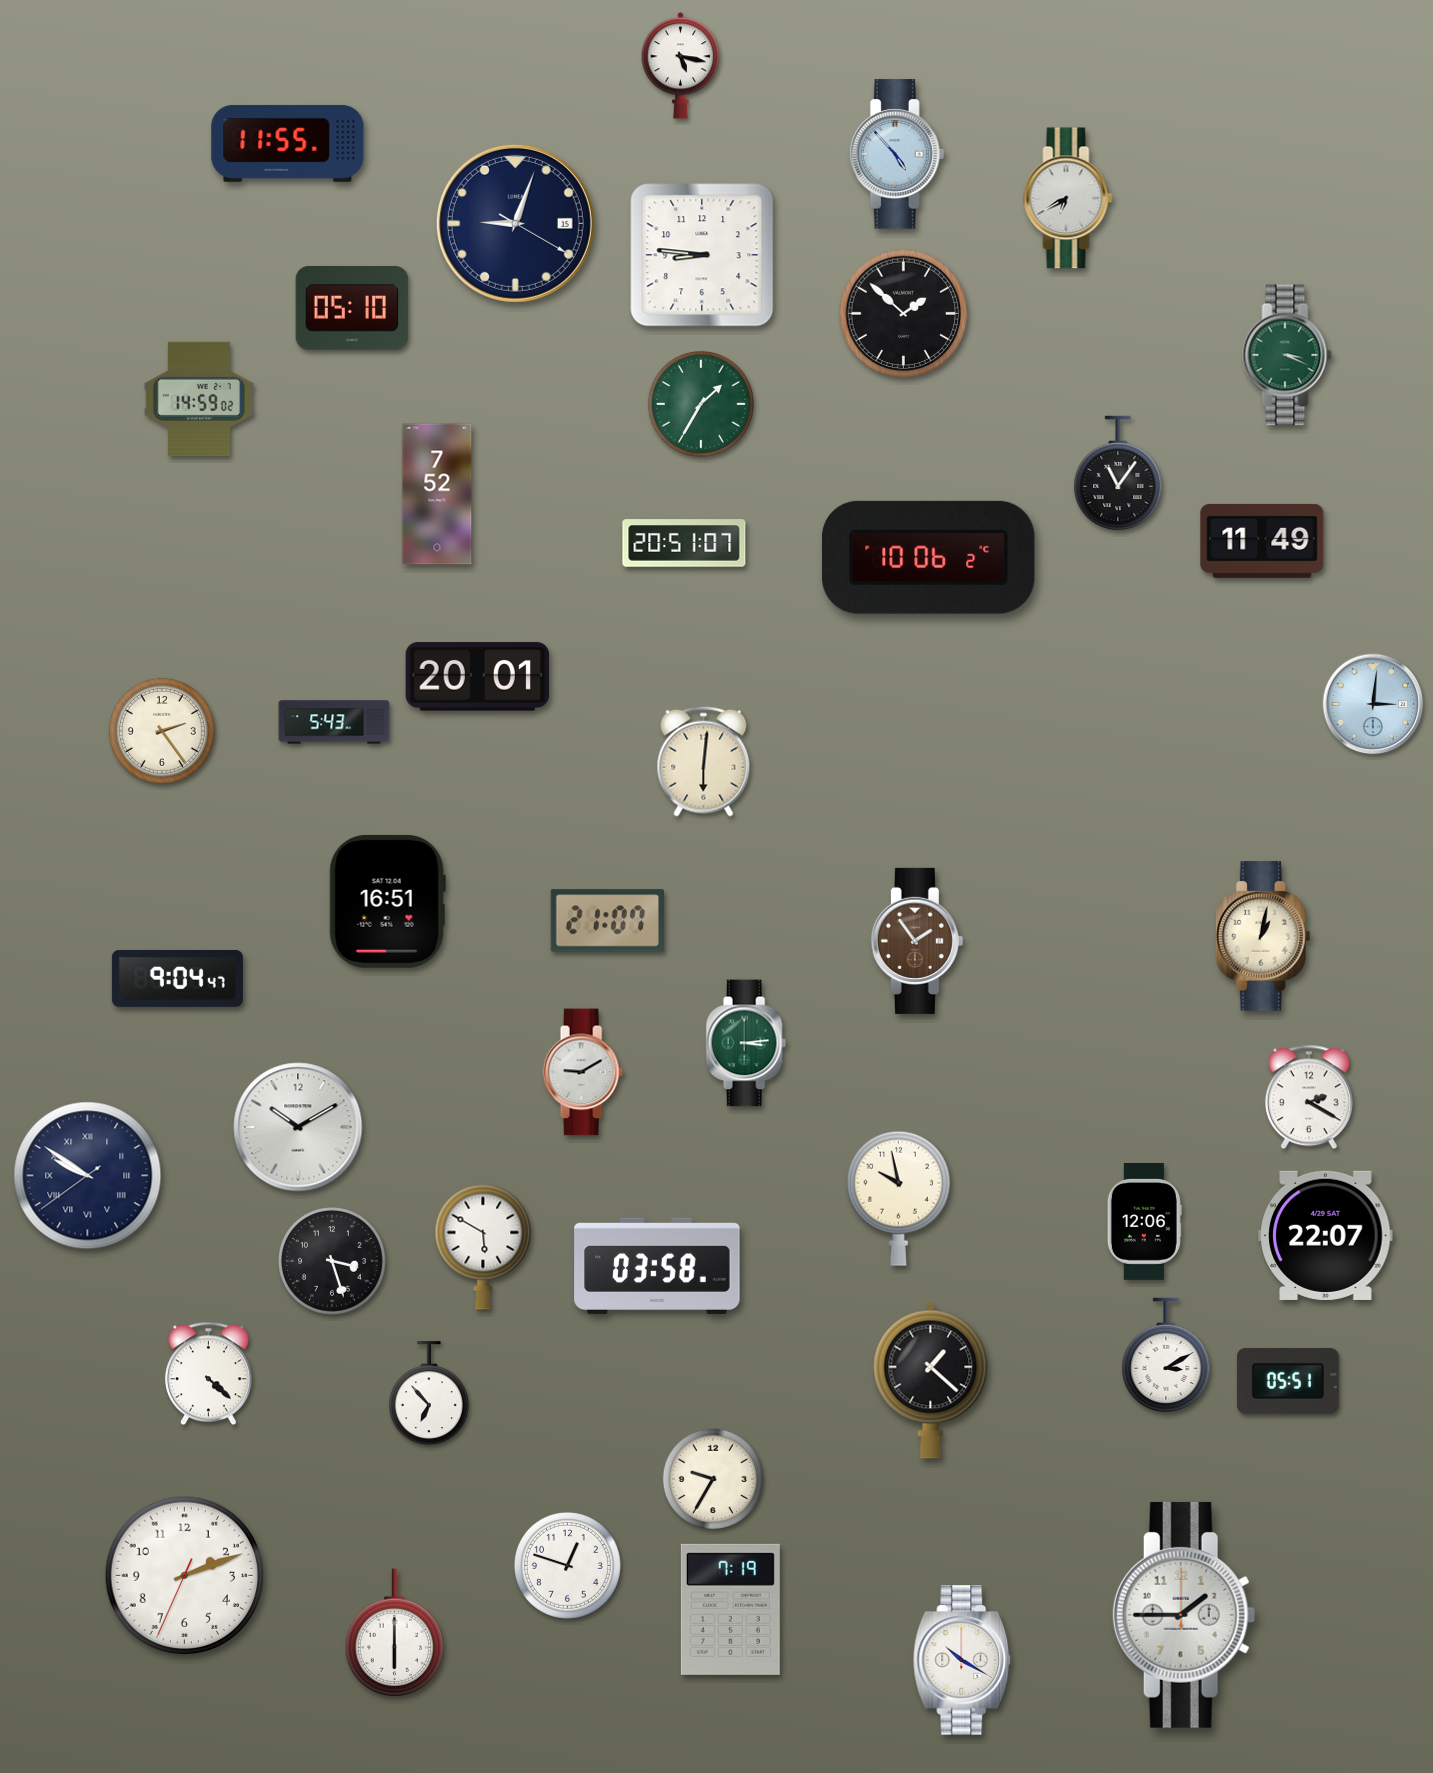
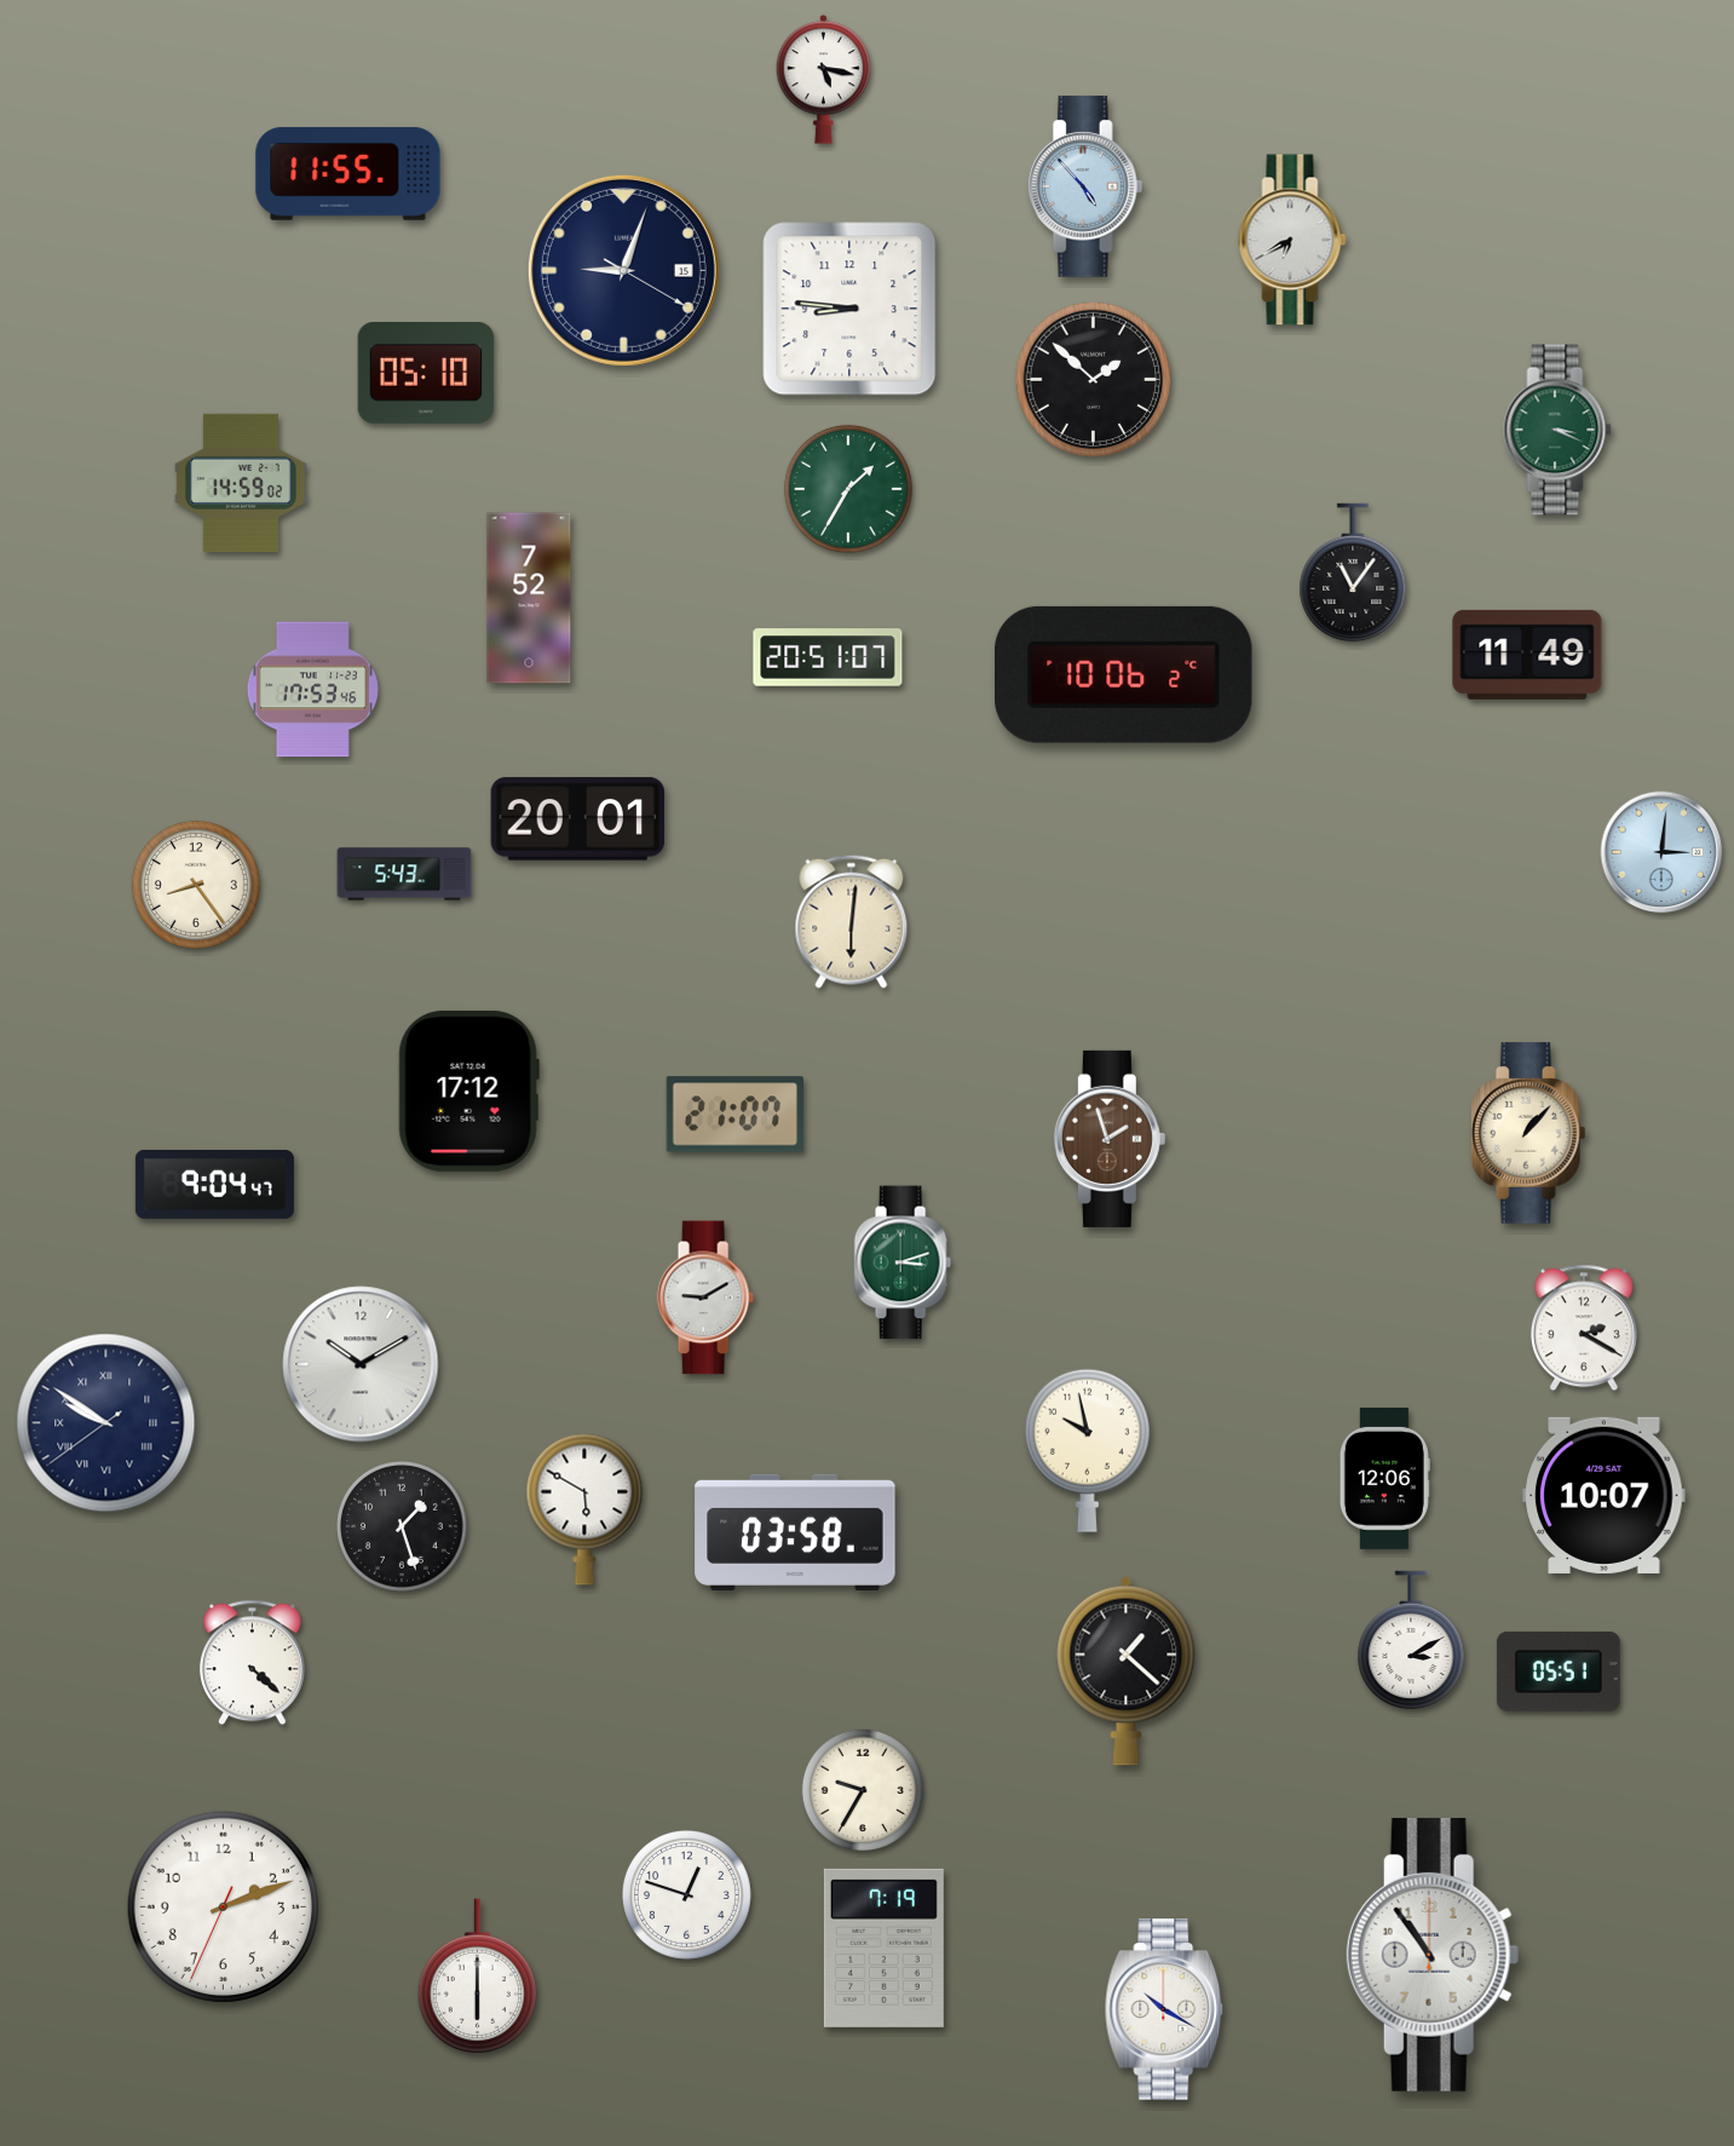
clock at (312, 690): none -> 17:53
clock at (162, 731): 2:24 -> 8:24
clock at (387, 901): 16:51 -> 17:12
clock at (1263, 936): 1:02 -> 1:07
clock at (917, 941): 1:54 -> 1:57
clock at (746, 1043): 3:14 -> 3:12
clock at (1326, 1235): 22:07 -> 10:07
clock at (333, 1262): 3:27 -> 1:27
clock at (429, 1394): 6:53 -> none
clock at (1184, 1615): 1:45 -> 10:54
